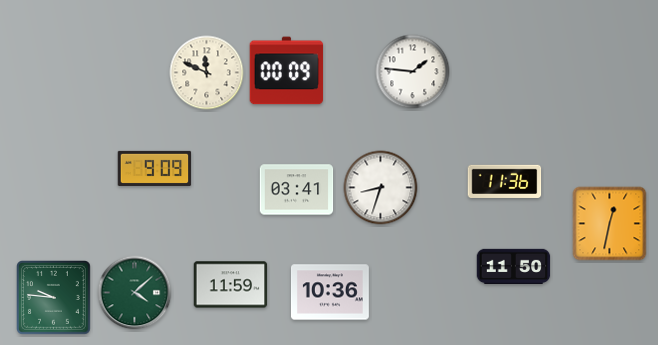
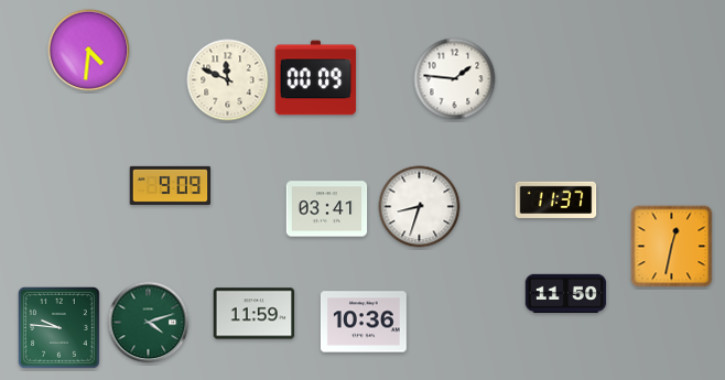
clock at (89, 51): none -> 4:31
clock at (505, 181): 11:36 -> 11:37
clock at (135, 293): 4:08 -> 4:12
